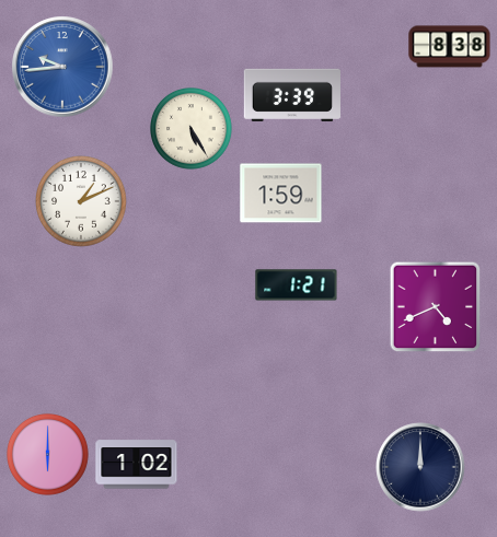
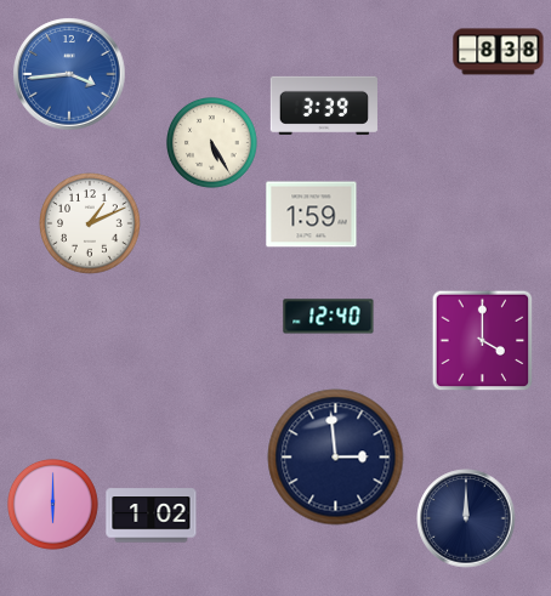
clock at (62, 67): 9:44 -> 3:44
clock at (297, 285): 1:21 -> 12:40
clock at (436, 307): 4:41 -> 4:00
clock at (336, 458): none -> 2:59
